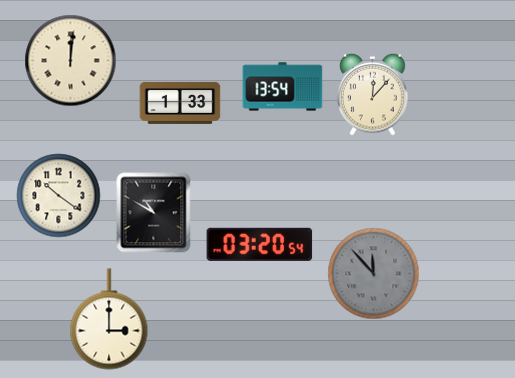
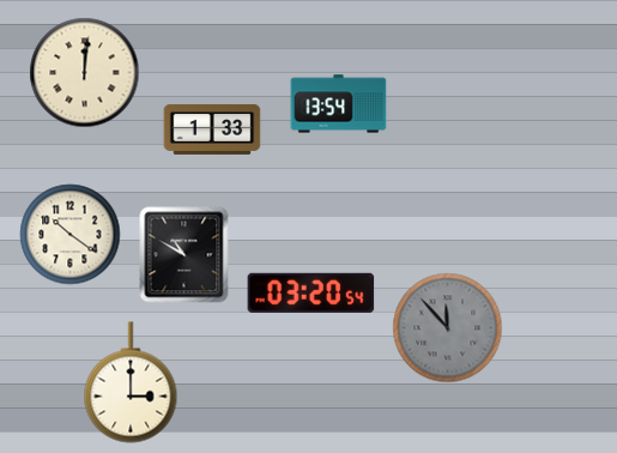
clock at (373, 94): 12:07 -> none
clock at (180, 103) position: (180, 103) -> (212, 129)
